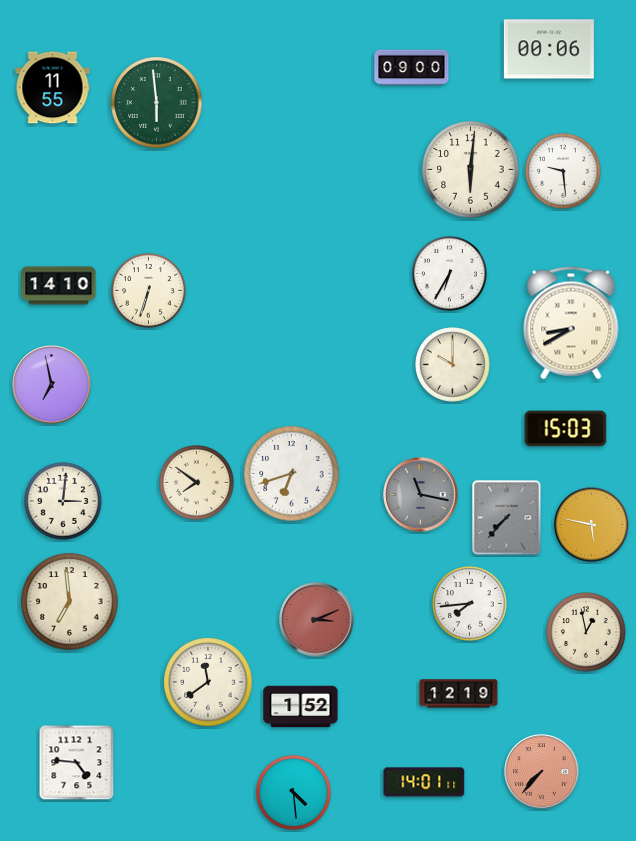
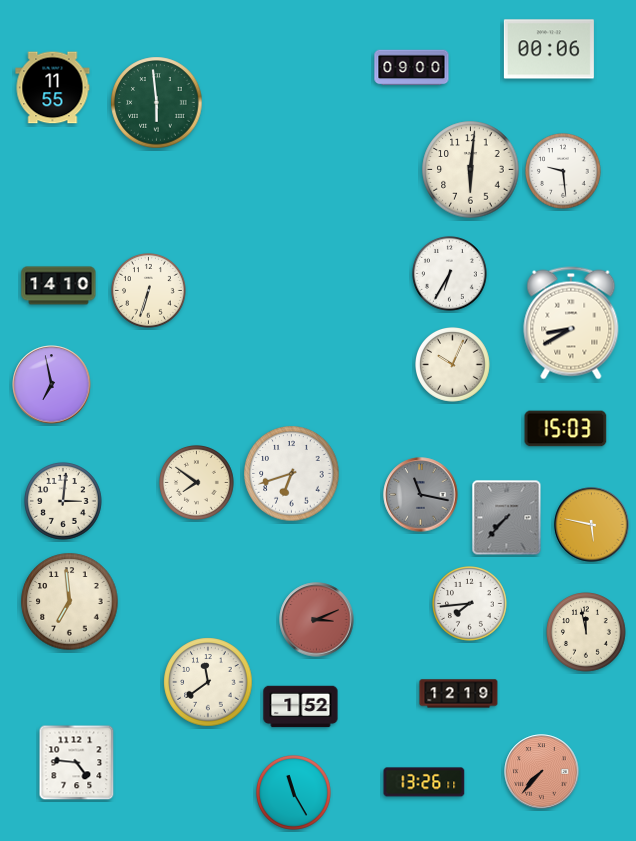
clock at (453, 365): 10:00 -> 10:04
clock at (586, 632): 12:58 -> 11:58
clock at (424, 782): 14:01 -> 13:26
clock at (294, 793): 4:29 -> 11:25
